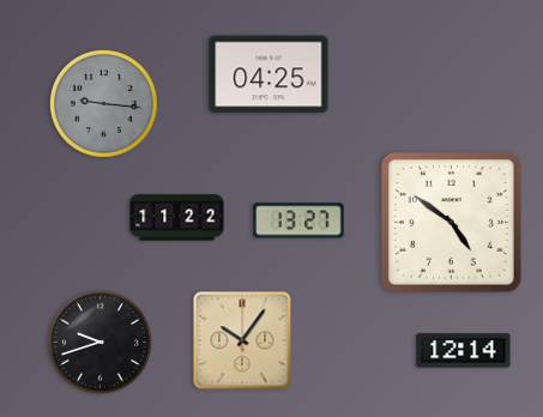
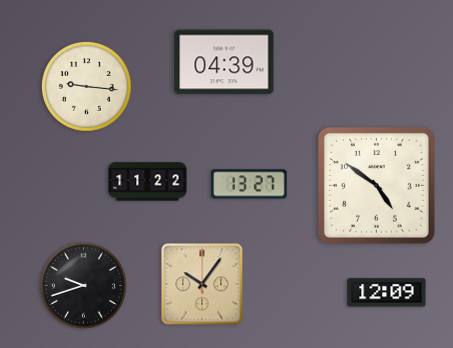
clock at (269, 74): 04:25 -> 04:39
clock at (103, 103) dial: grey -> cream
clock at (464, 351): 12:14 -> 12:09
